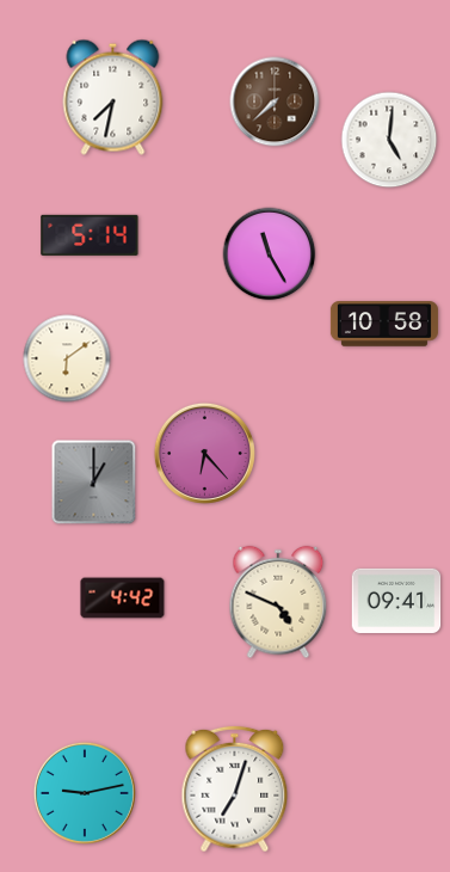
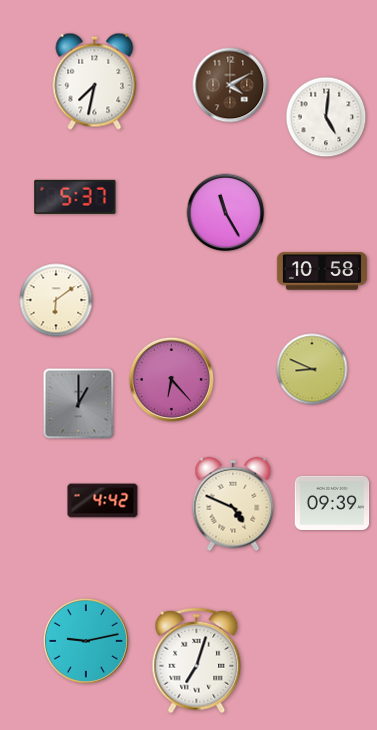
clock at (275, 102): 7:38 -> 4:10
clock at (90, 235): 5:14 -> 5:37
clock at (312, 369): none -> 8:49
clock at (396, 601): 09:41 -> 09:39
clock at (85, 793) position: (85, 793) -> (86, 641)
